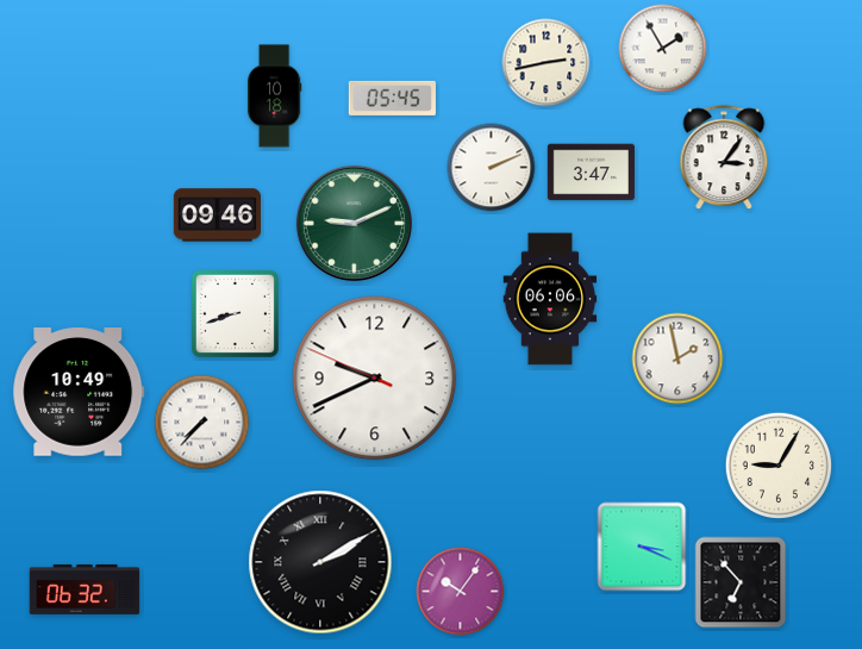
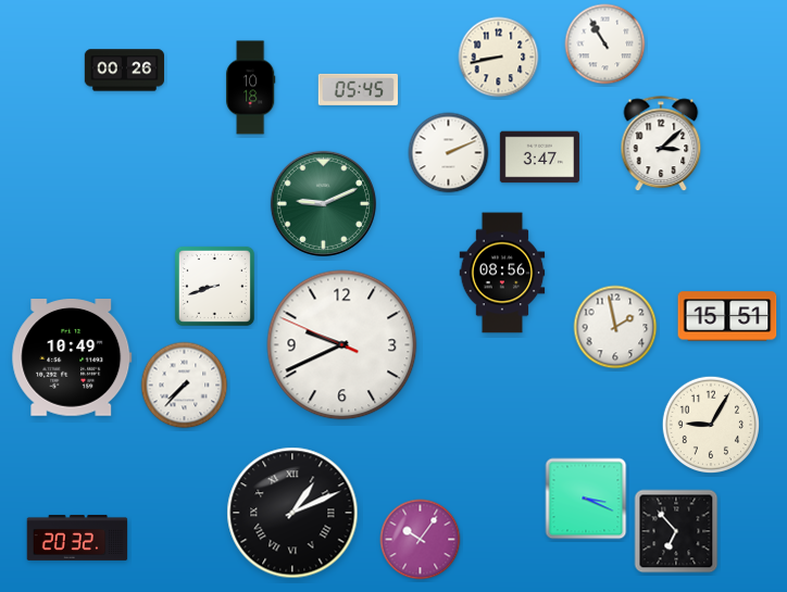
clock at (663, 49): 1:55 -> 10:55
clock at (546, 63): 2:43 -> 8:43
clock at (124, 71): none -> 00:26
clock at (724, 158): 3:06 -> 3:08
clock at (217, 216): 09:46 -> none
clock at (550, 299): 06:06 -> 08:56
clock at (727, 316): none -> 15:51
clock at (677, 358) position: (677, 358) -> (615, 327)
clock at (320, 562): 2:10 -> 1:11
clock at (85, 589): 06:32 -> 20:32
